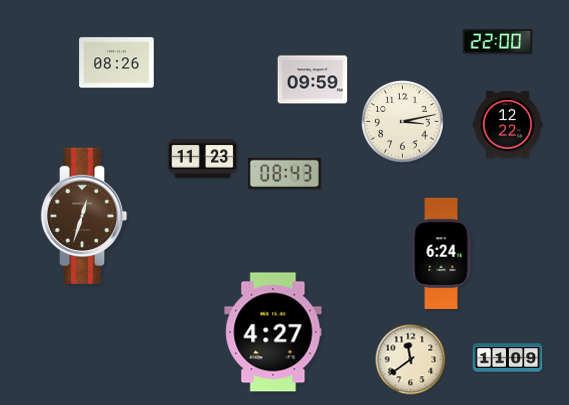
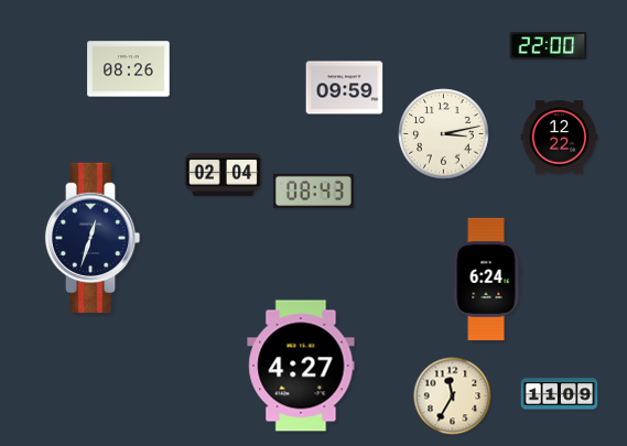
clock at (203, 158): 11:23 -> 02:04
clock at (84, 216) dial: brown -> navy
clock at (411, 360): 11:39 -> 11:35
